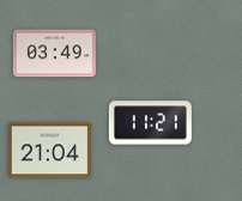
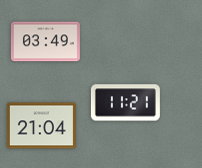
clock at (54, 54) position: (54, 54) -> (45, 42)
